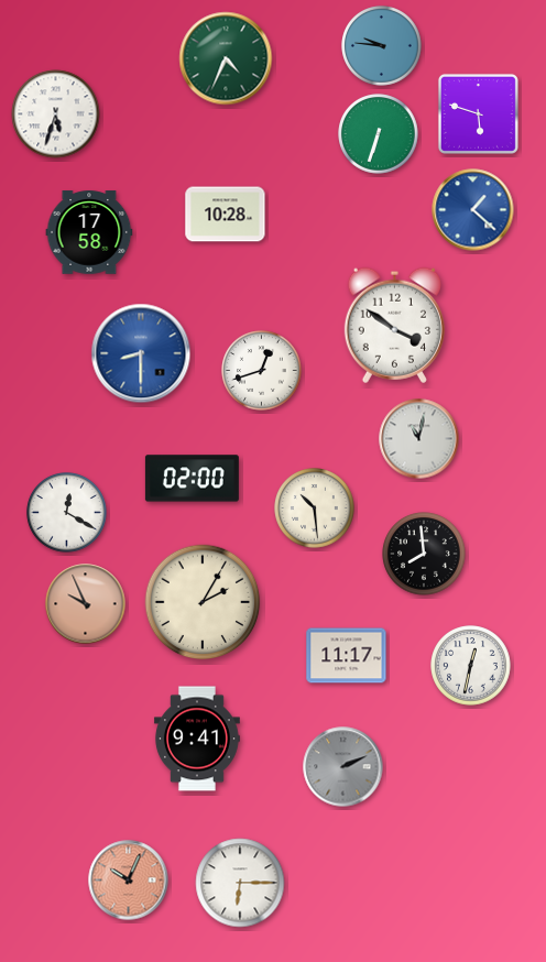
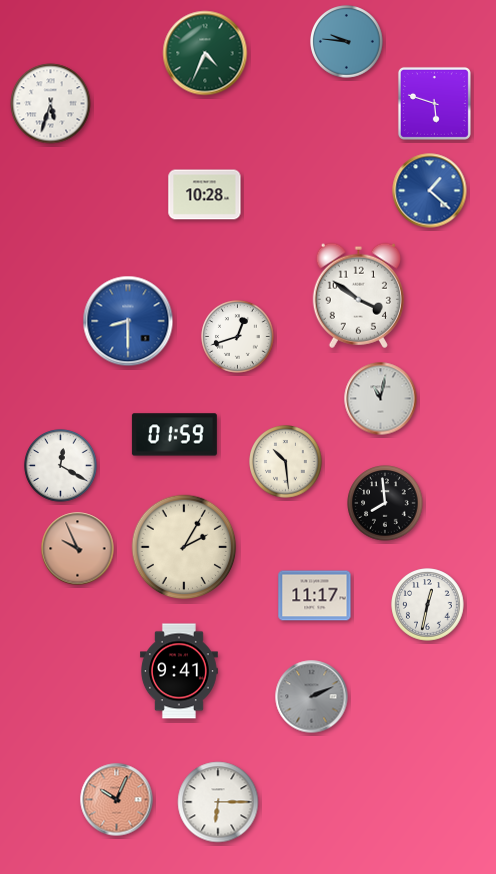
clock at (379, 134): 6:33 -> none
clock at (89, 232): 17:58 -> none
clock at (192, 479): 02:00 -> 01:59
